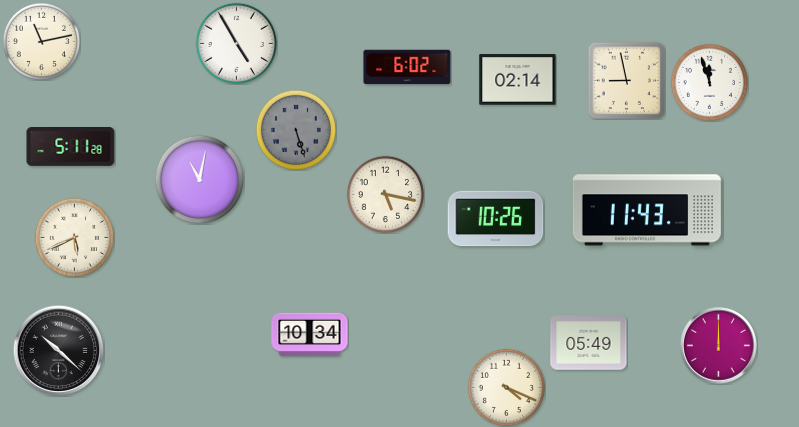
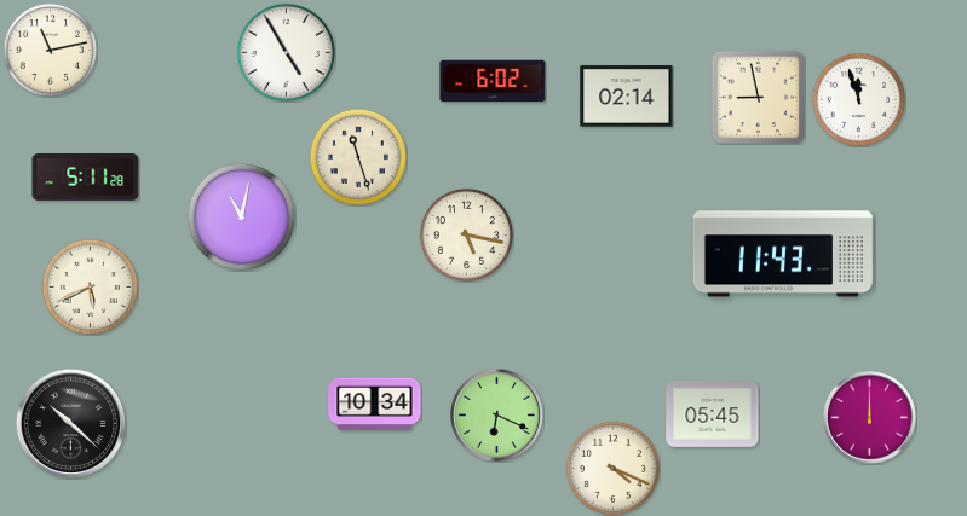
clock at (295, 129): 5:27 -> 11:27
clock at (295, 129) dial: grey -> cream
clock at (496, 219): 10:26 -> none
clock at (589, 343): 05:49 -> 05:45
clock at (497, 416): none -> 6:19
